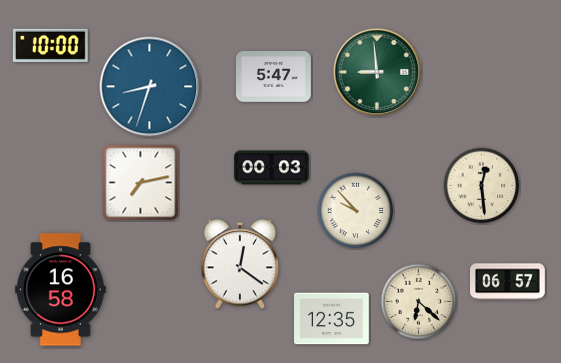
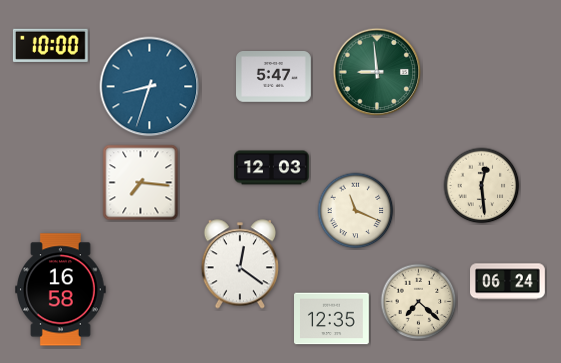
clock at (272, 168): 00:03 -> 12:03
clock at (141, 183): 7:13 -> 7:16
clock at (356, 211): 9:53 -> 11:19
clock at (508, 282): 06:57 -> 06:24
clock at (419, 302): 6:22 -> 7:22
